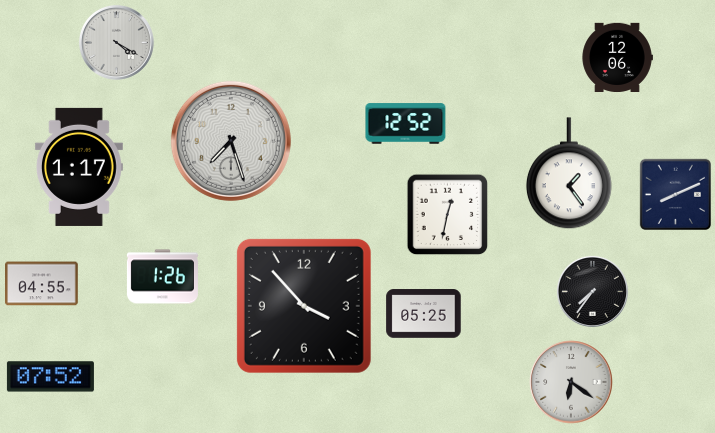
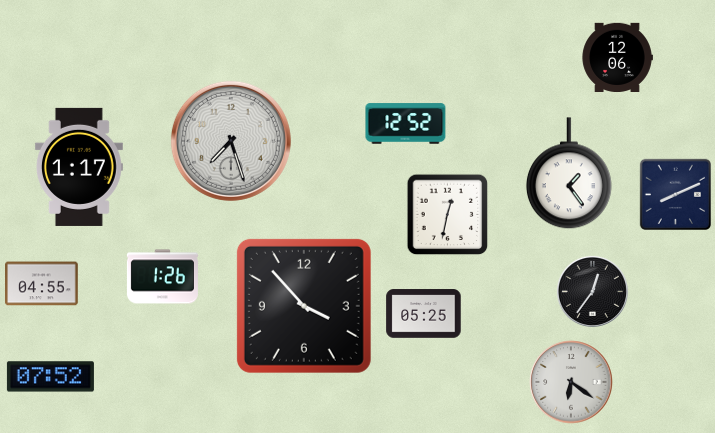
clock at (116, 42): 4:20 -> none
clock at (592, 291): 7:36 -> 12:36
